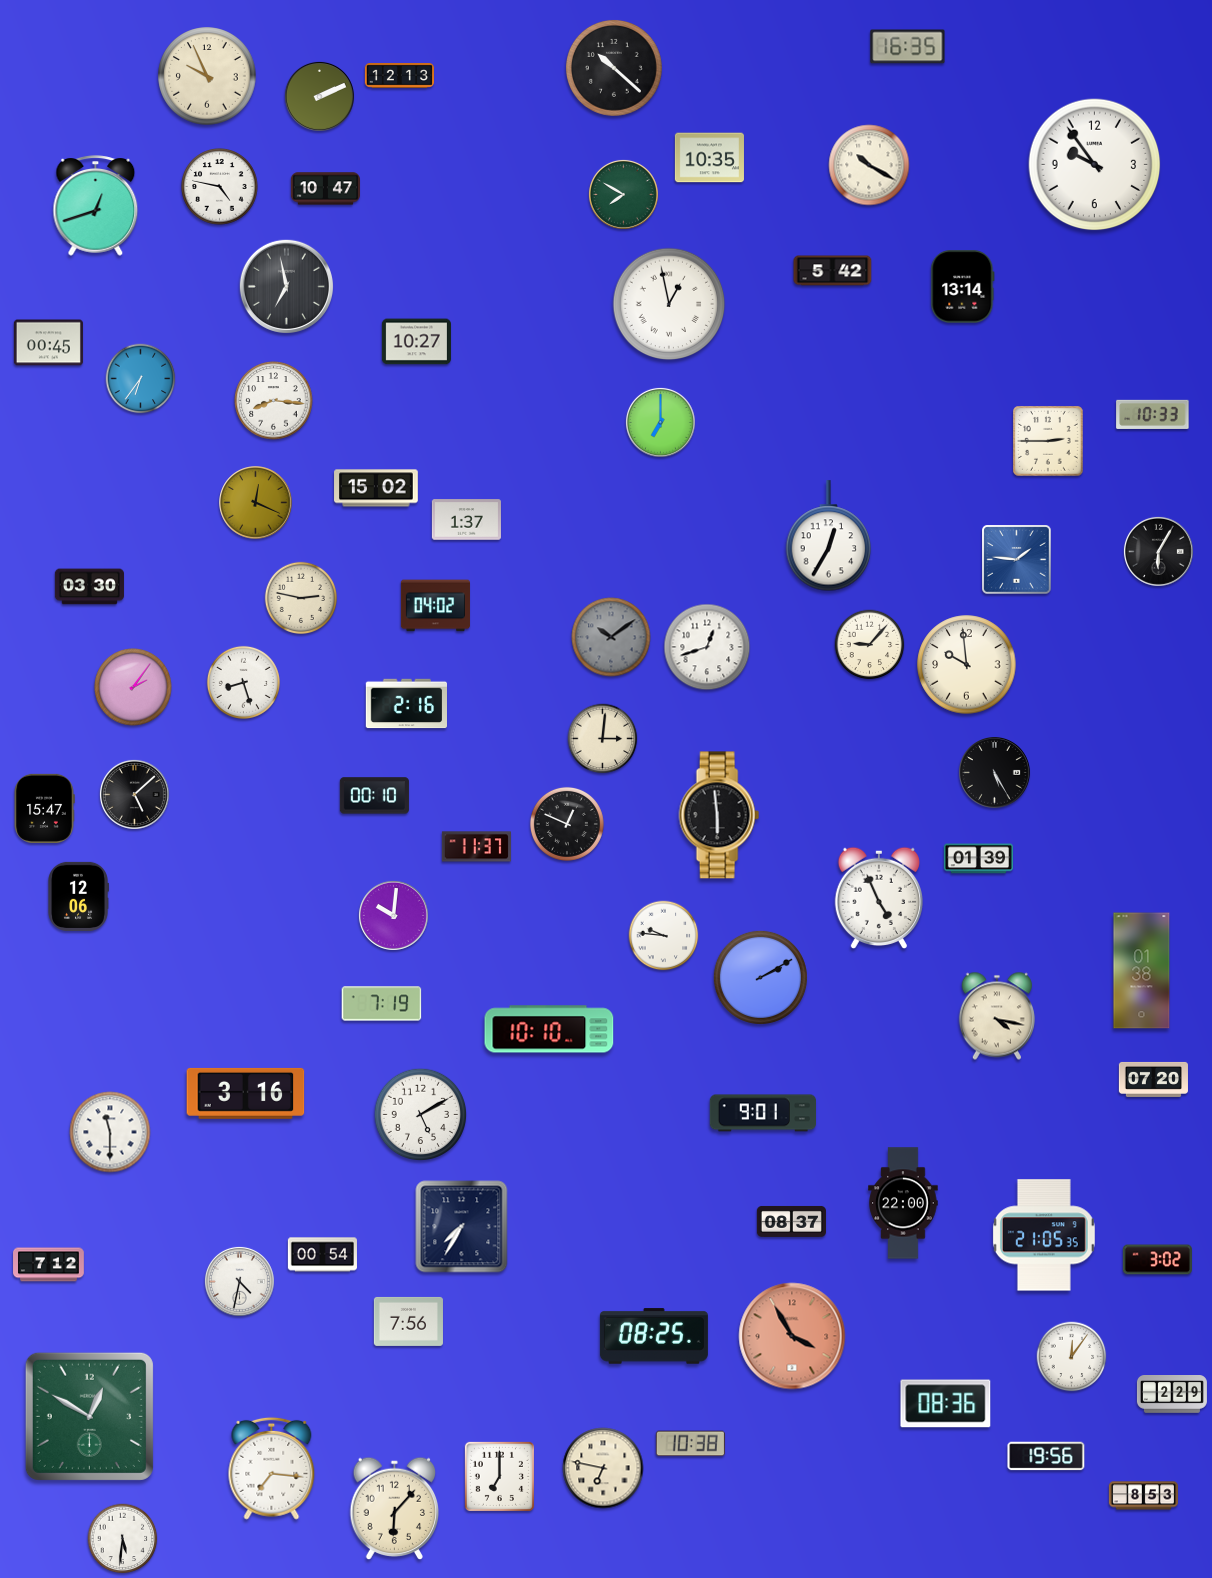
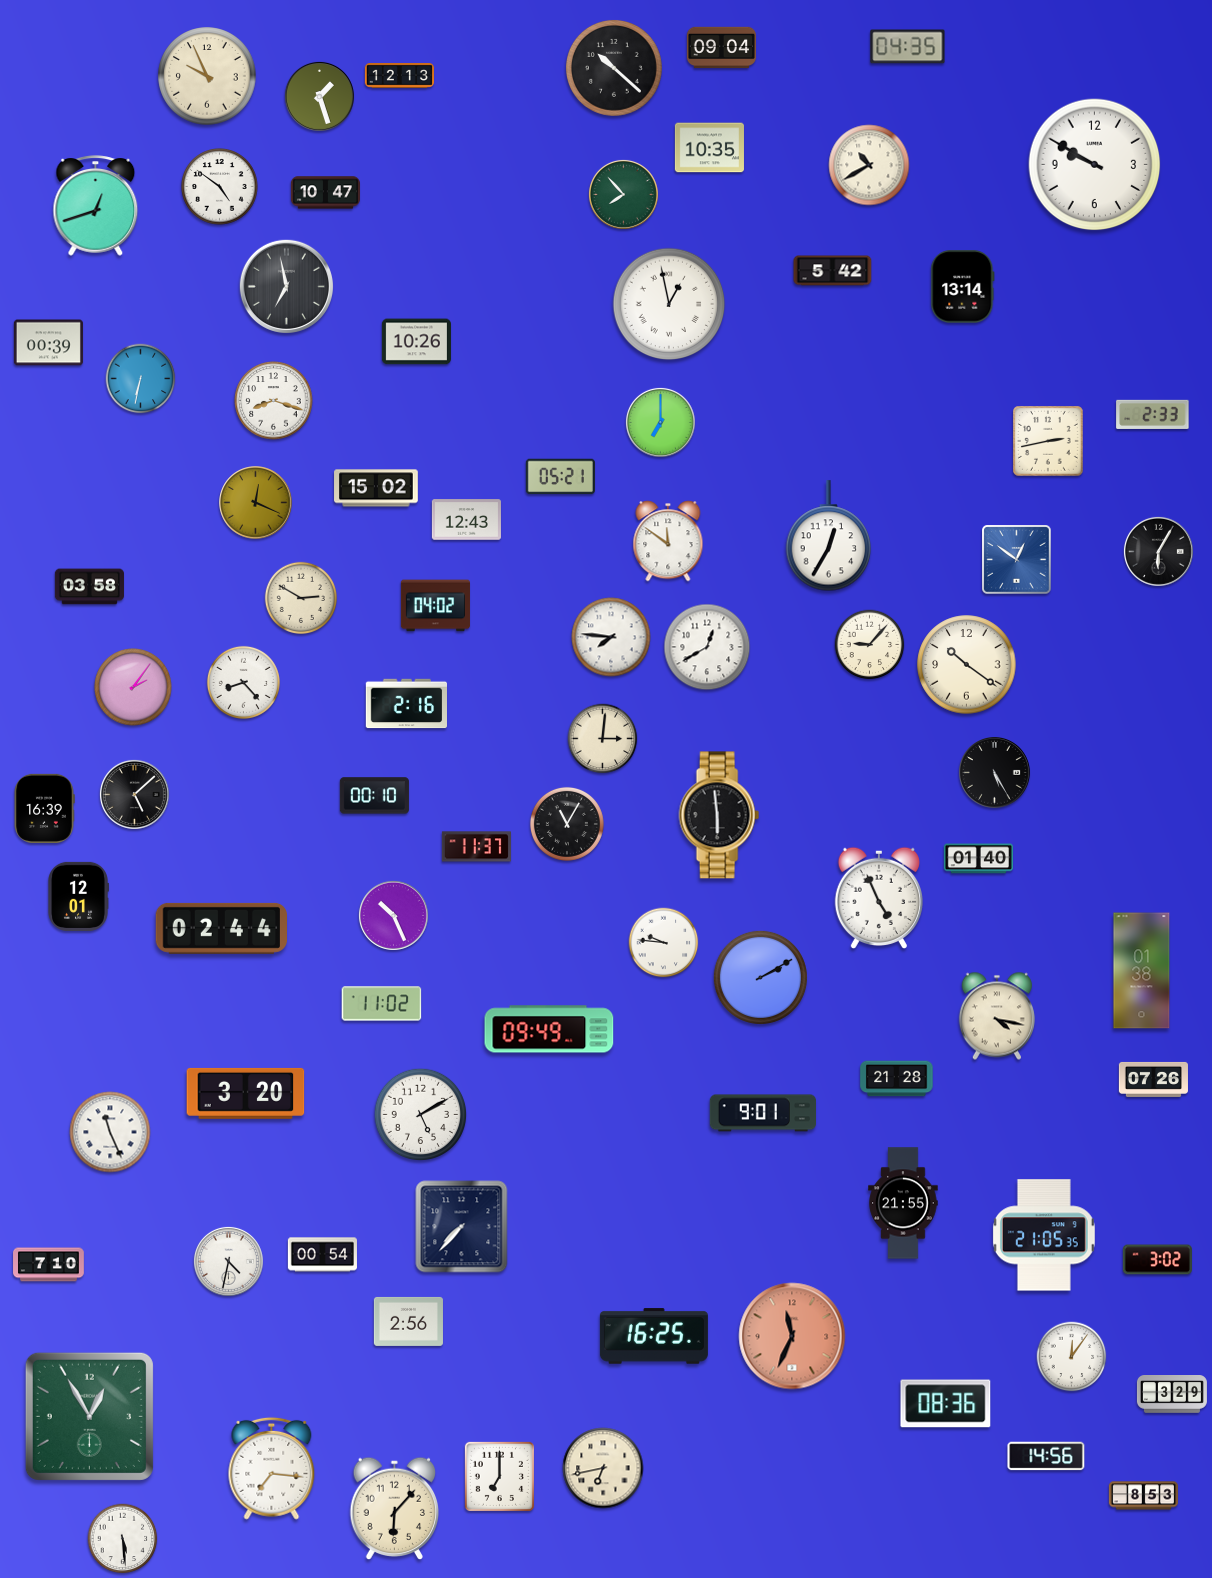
clock at (908, 47): 16:35 -> 04:35
clock at (721, 48): none -> 09:04
clock at (319, 96): 2:11 -> 1:27
clock at (709, 158) position: (709, 158) -> (709, 148)
clock at (869, 165): 10:20 -> 10:40
clock at (1095, 165): 9:54 -> 9:50
clock at (220, 187): 4:47 -> 4:51
clock at (325, 189) position: (325, 189) -> (325, 193)
clock at (623, 194): 7:50 -> 7:53
clock at (416, 342): 10:27 -> 10:26
clock at (48, 343): 00:45 -> 00:39
clock at (141, 379): 6:36 -> 6:32
clock at (274, 401): 8:16 -> 8:18
clock at (1153, 414): 10:33 -> 2:33
clock at (1049, 442): 2:45 -> 2:43
clock at (560, 477): none -> 05:21
clock at (466, 520): 1:37 -> 12:43
clock at (668, 541): none -> 11:51
clock at (1017, 560): 1:46 -> 12:51
clock at (89, 587): 03:30 -> 03:58
clock at (300, 597): 2:47 -> 2:50
clock at (611, 637): 10:09 -> 7:46
clock at (611, 637) dial: grey -> white
clock at (707, 647): 12:42 -> 12:40
clock at (967, 665): 9:59 -> 10:21
clock at (243, 682): 8:27 -> 8:23
clock at (44, 808): 15:47 -> 16:39
clock at (567, 824): 12:49 -> 11:05
clock at (978, 859): 01:39 -> 01:40
clock at (78, 896): 12:06 -> 12:01
clock at (393, 915): 10:01 -> 10:26
clock at (222, 928): none -> 02:44
clock at (664, 936) position: (664, 936) -> (664, 943)
clock at (382, 1004): 7:19 -> 11:02
clock at (549, 1029): 10:10 -> 09:49
clock at (897, 1079): none -> 21:28
clock at (1153, 1079): 07:20 -> 07:26
clock at (246, 1093): 3:16 -> 3:20
clock at (110, 1132): 11:30 -> 11:26
clock at (903, 1203): 22:00 -> 21:55
clock at (791, 1221): 08:37 -> none
clock at (462, 1227): 7:35 -> 7:37
clock at (49, 1265): 7:12 -> 7:10
clock at (239, 1281) position: (239, 1281) -> (228, 1261)
clock at (408, 1321): 7:56 -> 2:56
clock at (654, 1336): 08:25 -> 16:25
clock at (792, 1336): 3:55 -> 11:34
clock at (1172, 1395): 2:29 -> 3:29
clock at (89, 1416): 12:50 -> 12:55
clock at (690, 1444): 10:38 -> none
clock at (1046, 1456): 19:56 -> 14:56
clock at (603, 1468): 6:47 -> 6:43
clock at (123, 1539): 5:31 -> 5:29
